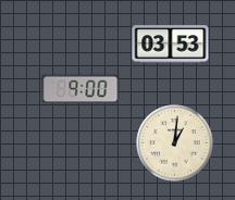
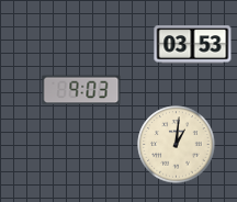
clock at (171, 45) position: (171, 45) -> (193, 45)
clock at (81, 89): 9:00 -> 9:03
